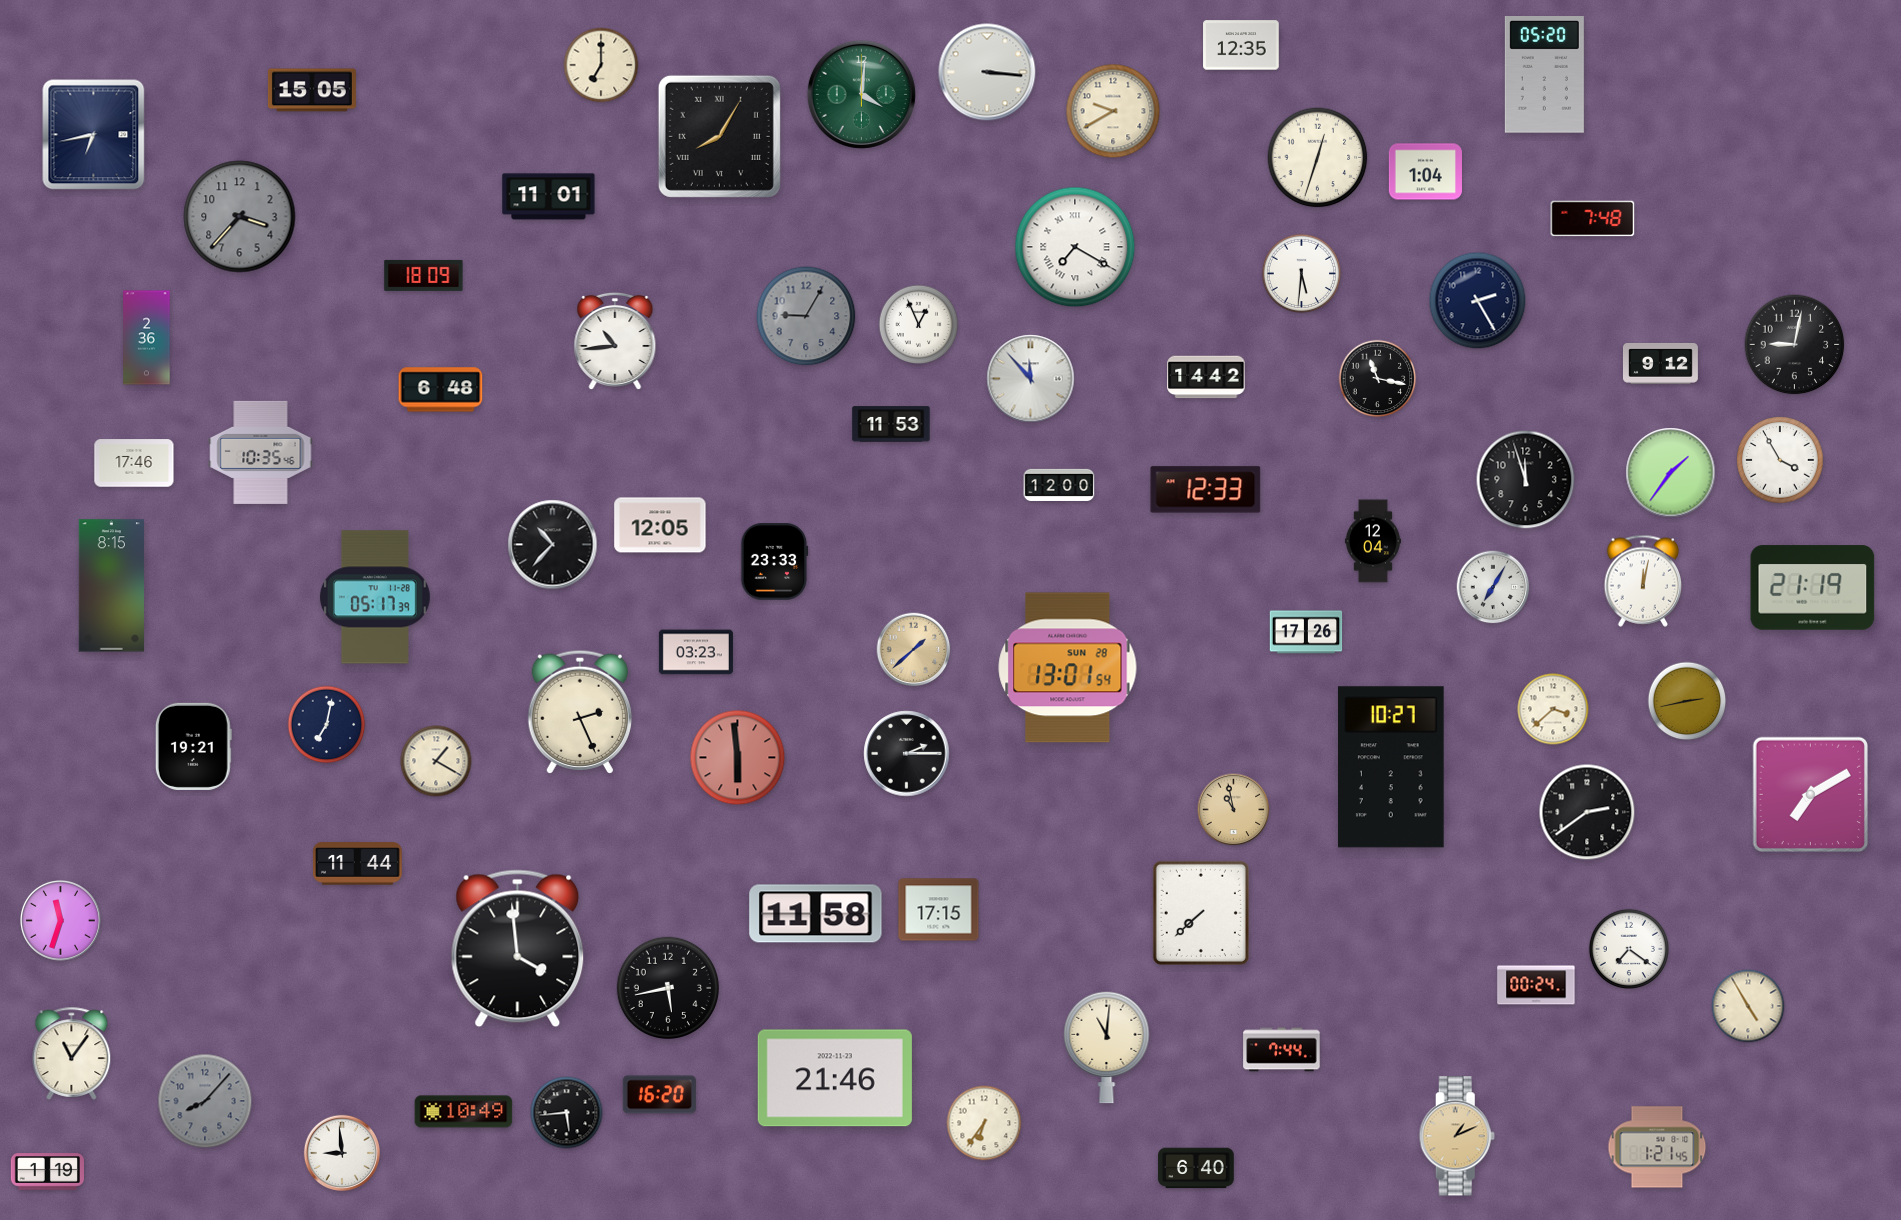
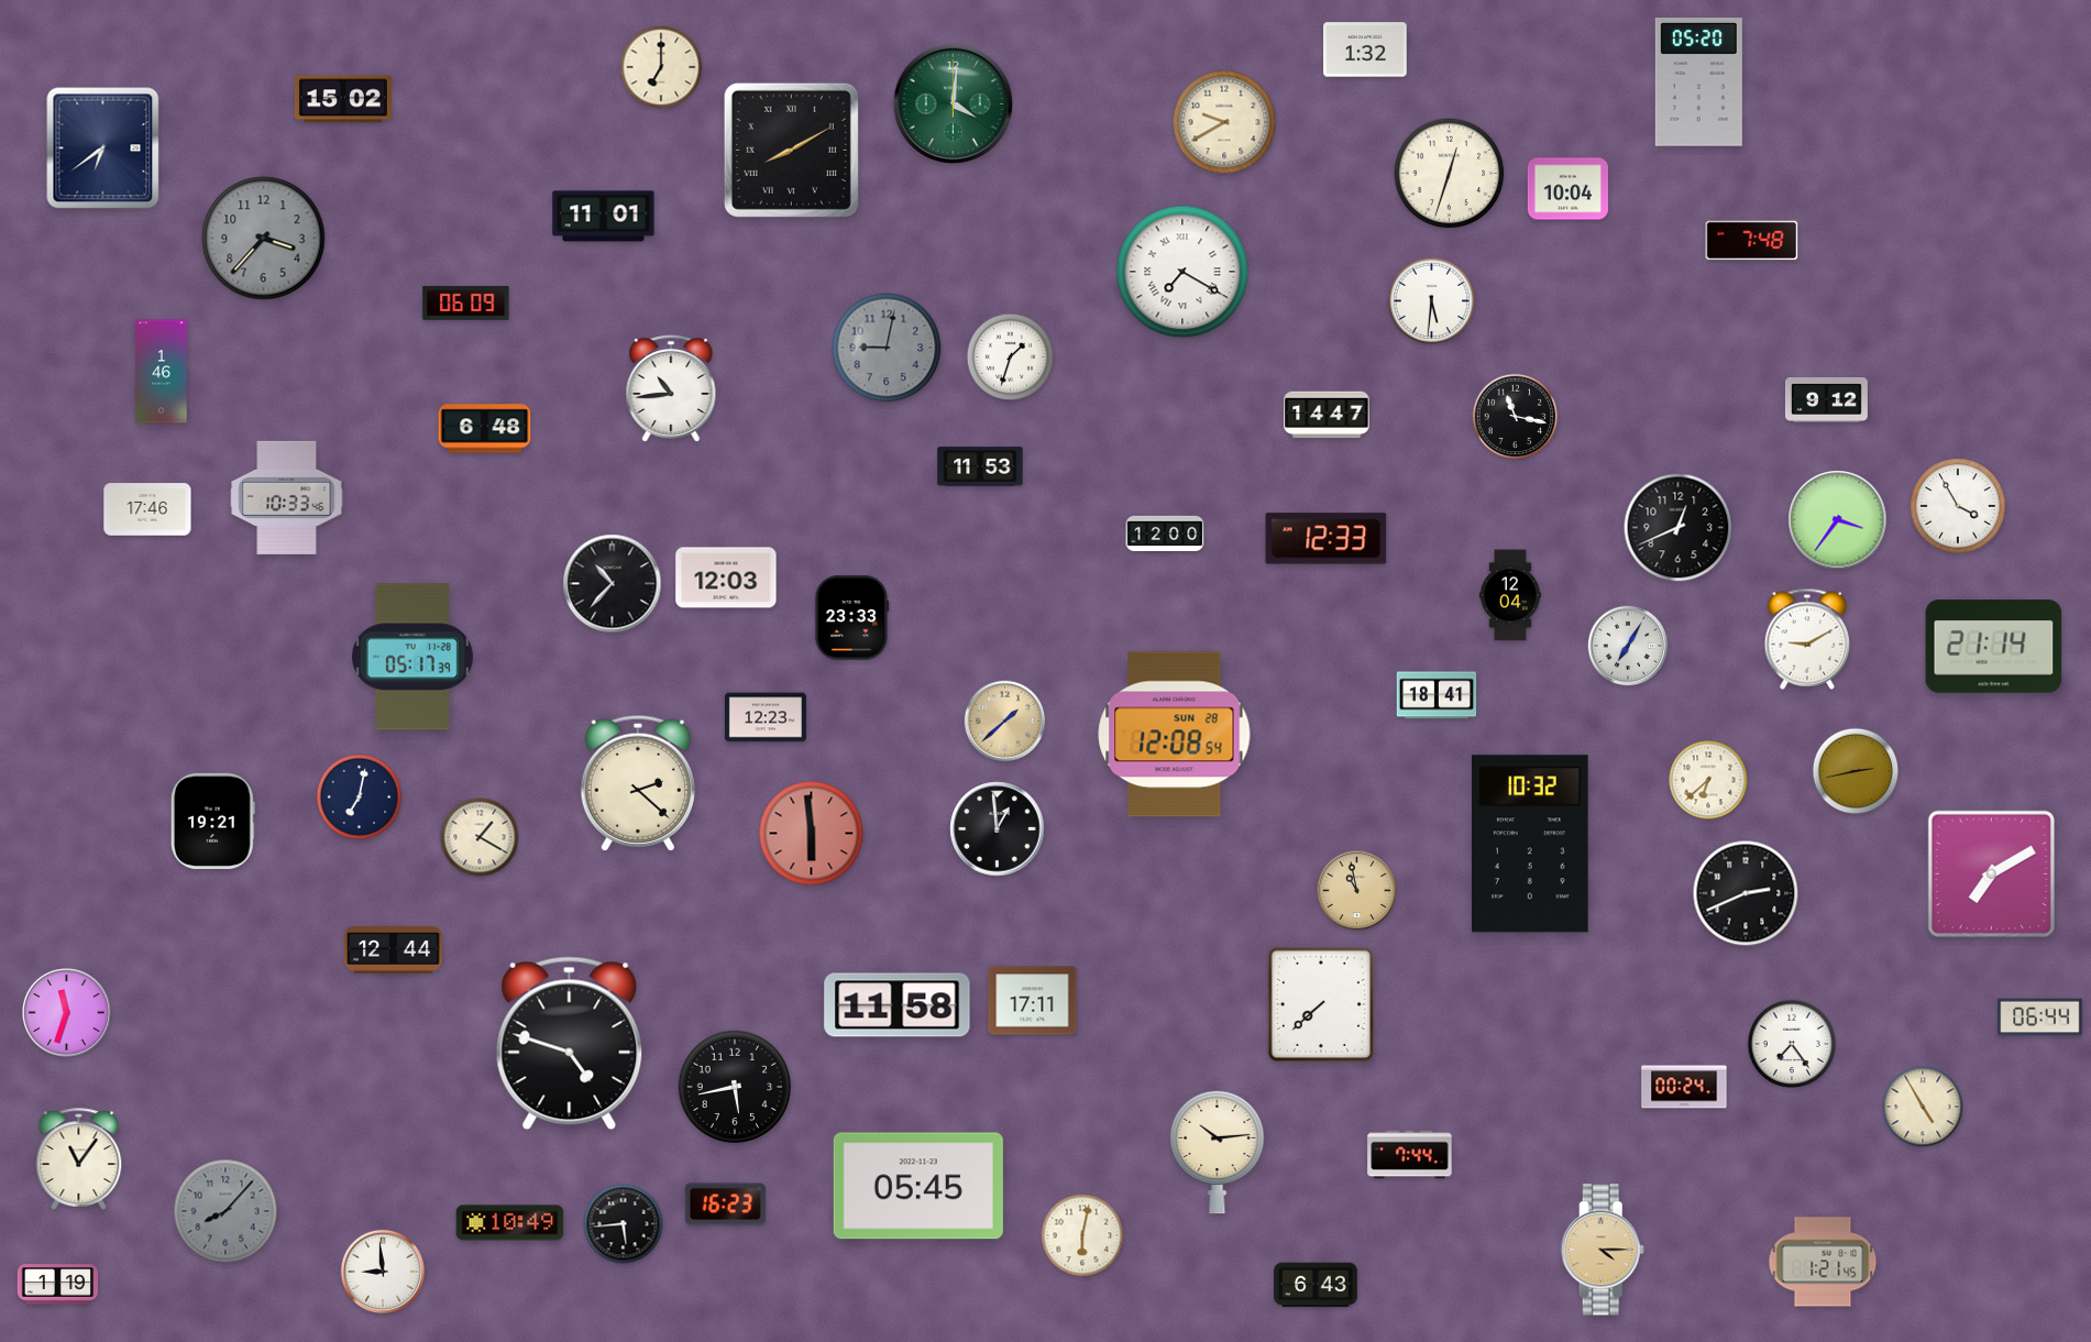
clock at (1241, 45): 12:35 -> 1:32
clock at (601, 65) position: (601, 65) -> (661, 67)
clock at (987, 72): 3:16 -> none
clock at (312, 90): 15:05 -> 15:02
clock at (861, 94) position: (861, 94) -> (953, 103)
clock at (94, 135): 6:43 -> 6:39
clock at (719, 136): 8:05 -> 8:10
clock at (1425, 172): 1:04 -> 10:04
clock at (424, 275): 18:09 -> 06:09
clock at (1478, 301): 2:25 -> none
clock at (806, 316): 9:05 -> 9:02
clock at (919, 325): 12:56 -> 1:33
clock at (147, 338): 2:36 -> 1:46
clock at (615, 341) position: (615, 341) -> (671, 388)
clock at (1795, 345): 9:02 -> none
clock at (1206, 377): 14:42 -> 14:47
clock at (1031, 379): 11:53 -> none
clock at (261, 452): 10:35 -> 10:33
clock at (1671, 473): 1:36 -> 3:36
clock at (1526, 480): 11:57 -> 12:41
clock at (660, 525): 12:05 -> 12:03
clock at (553, 545) position: (553, 545) -> (613, 584)
clock at (1643, 581): 12:02 -> 9:10
clock at (111, 586): 8:15 -> none
clock at (1493, 587) position: (1493, 587) -> (1628, 646)
clock at (1813, 588): 21:19 -> 21:14
clock at (1306, 632): 17:26 -> 18:41
clock at (914, 650) position: (914, 650) -> (1005, 722)
clock at (696, 652): 03:23 -> 12:23
clock at (1068, 668): 13:01 -> 12:08
clock at (1553, 709): 3:38 -> 6:38
clock at (580, 712): 2:26 -> 2:22
clock at (907, 754): 2:15 -> 12:59
clock at (1391, 767): 10:27 -> 10:32
clock at (1587, 812): 2:39 -> 2:41
clock at (358, 864): 11:44 -> 12:44
clock at (939, 910): 17:15 -> 17:11
clock at (2040, 1018): none -> 06:44
clock at (1628, 948): 7:21 -> 7:24
clock at (518, 949): 3:59 -> 4:48
clock at (1536, 985) position: (1536, 985) -> (1684, 1087)
clock at (1107, 1047): 11:01 -> 10:14
clock at (835, 1078): 21:46 -> 05:45
clock at (659, 1095): 16:20 -> 16:23
clock at (984, 1123): 6:36 -> 6:02
clock at (1457, 1136): 1:11 -> 4:15
clock at (341, 1152) position: (341, 1152) -> (382, 1270)
clock at (1196, 1168): 6:40 -> 6:43
clock at (47, 1172) position: (47, 1172) -> (57, 1285)
